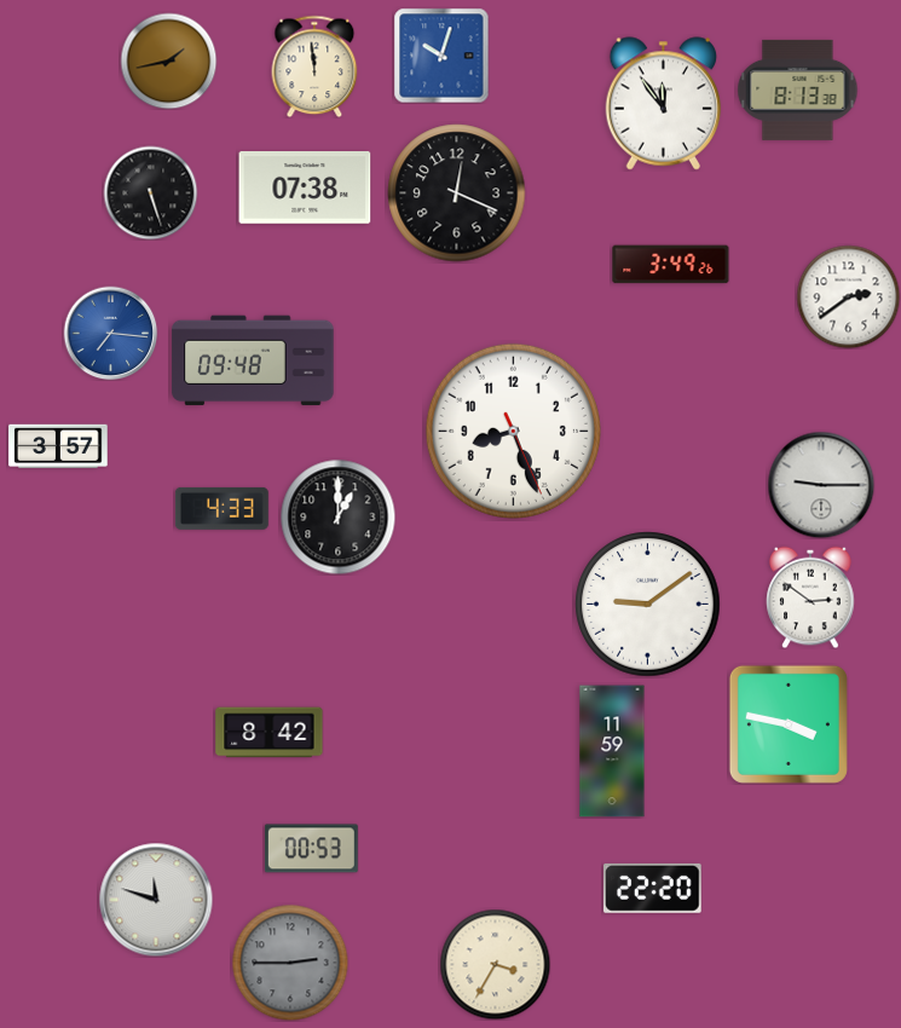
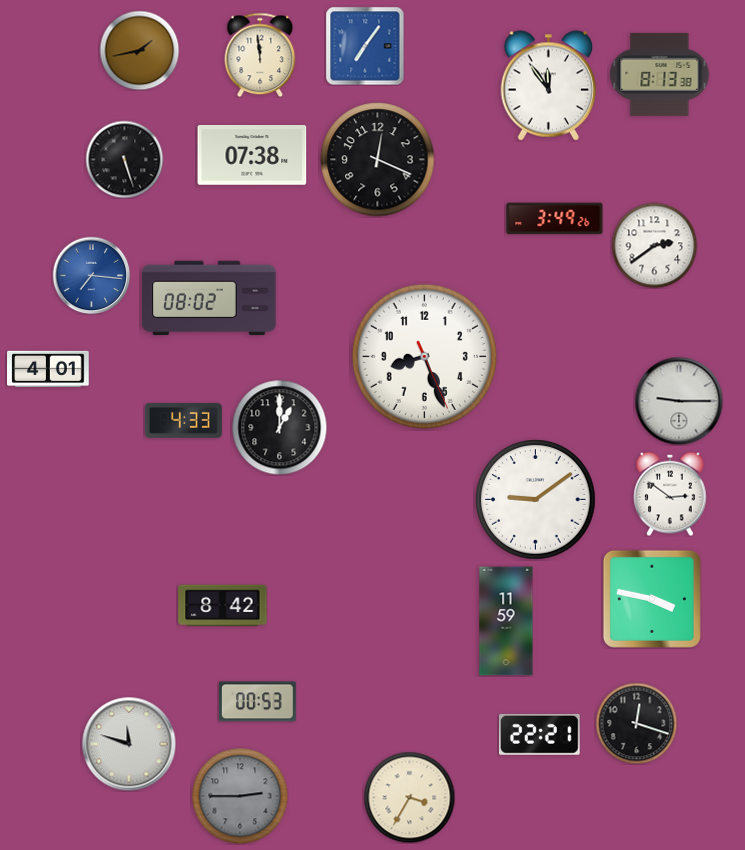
clock at (441, 56): 10:03 -> 7:06
clock at (848, 296) position: (848, 296) -> (654, 245)
clock at (253, 360): 09:48 -> 08:02
clock at (58, 445): 3:57 -> 4:01
clock at (636, 723): none -> 12:18
clock at (652, 888): 22:20 -> 22:21
